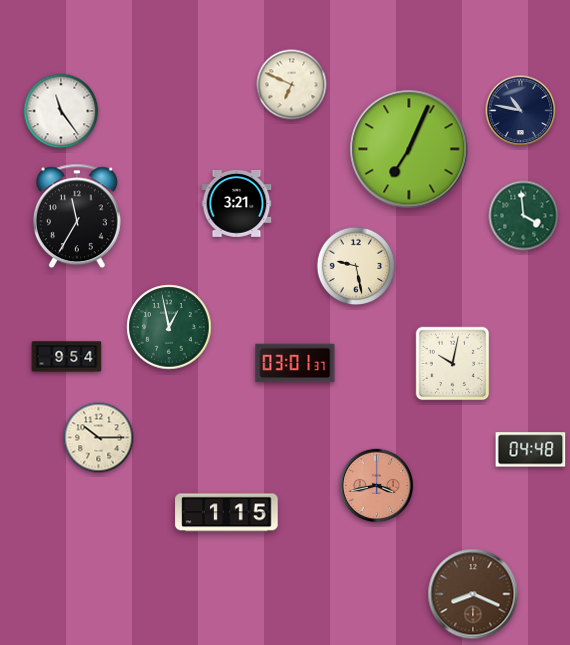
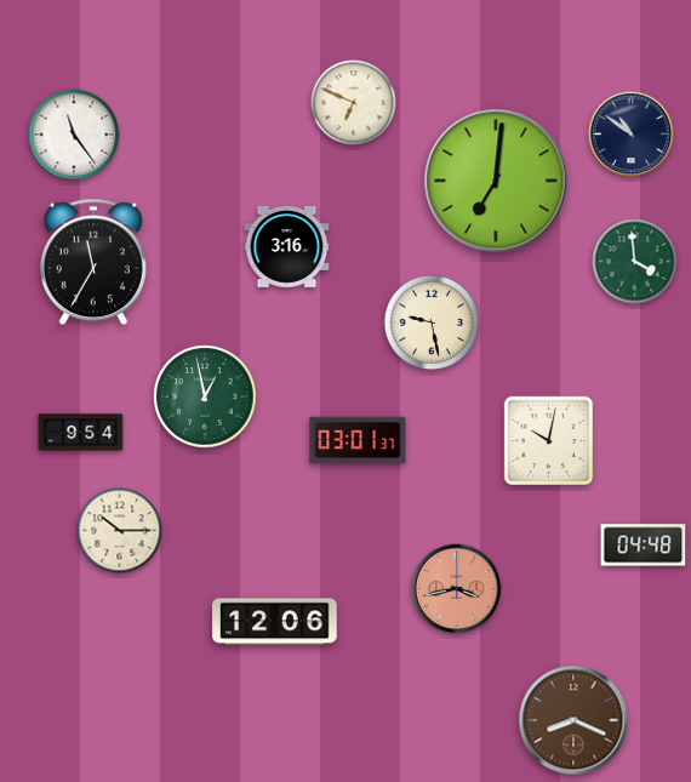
clock at (521, 111): 10:47 -> 10:51
clock at (409, 149): 7:04 -> 7:01
clock at (237, 204): 3:21 -> 3:16
clock at (227, 513): 1:15 -> 12:06
